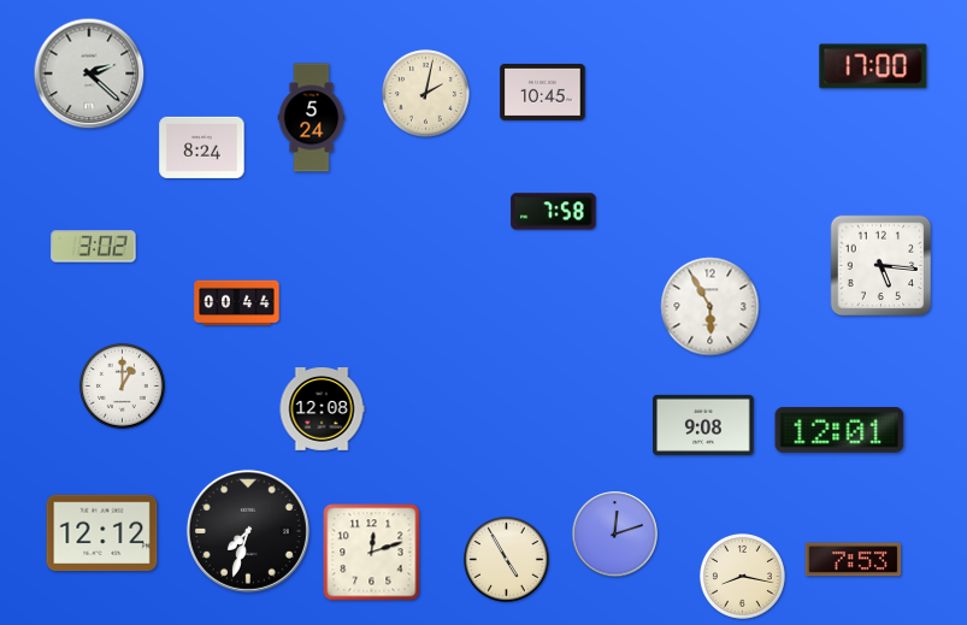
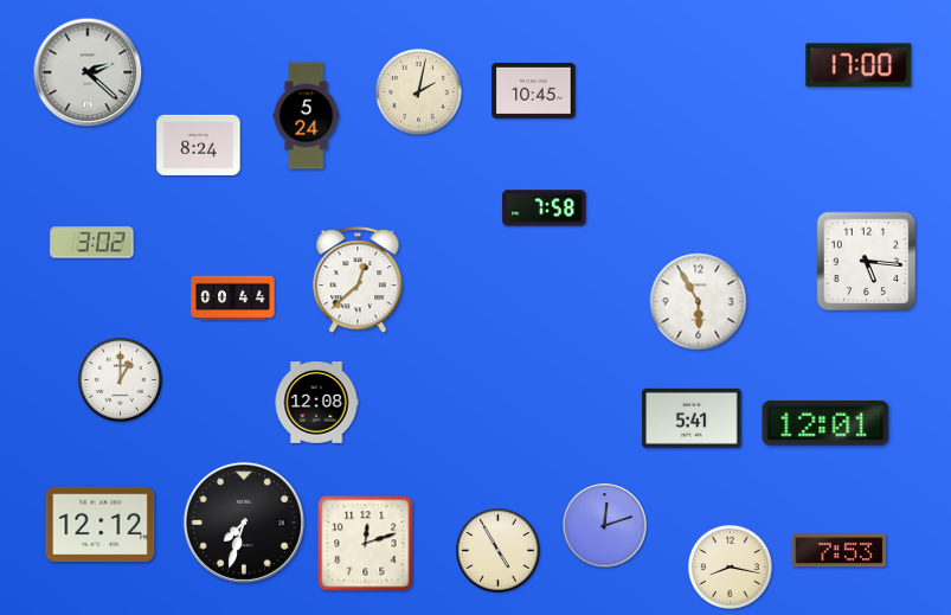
clock at (358, 281): none -> 12:38
clock at (703, 425): 9:08 -> 5:41
